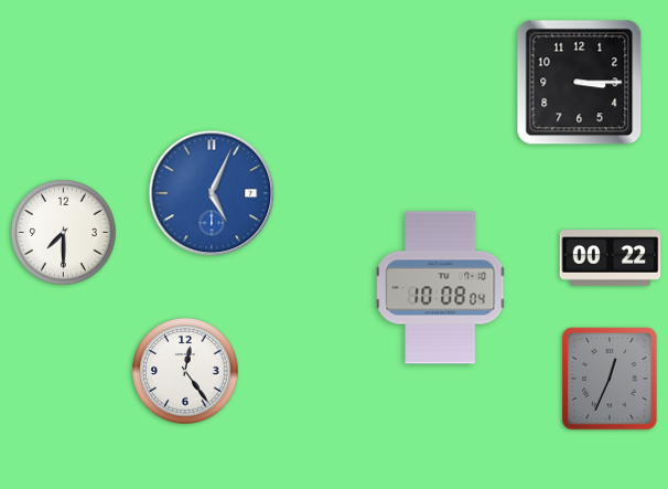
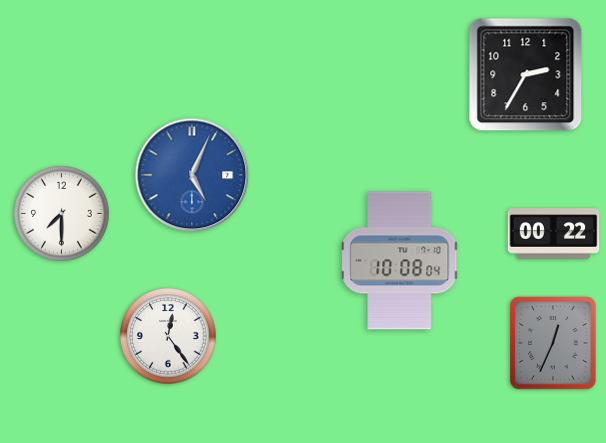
clock at (580, 83): 3:15 -> 2:35
clock at (64, 233) position: (64, 233) -> (62, 214)
